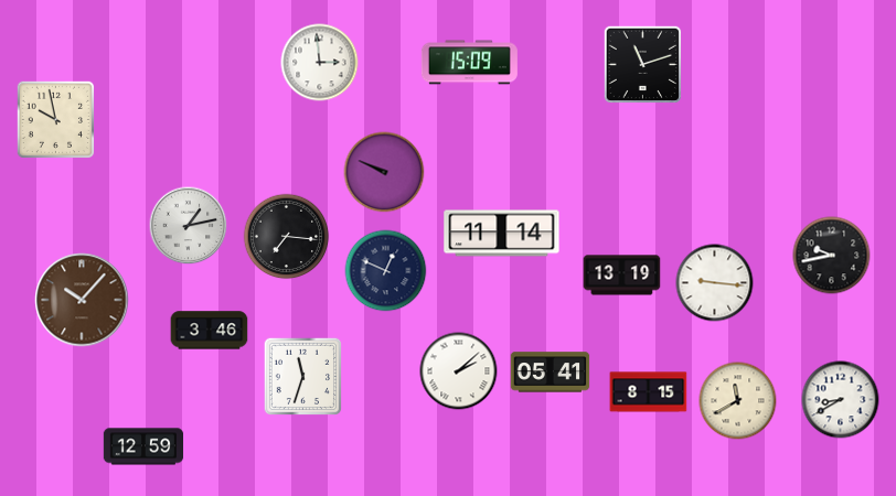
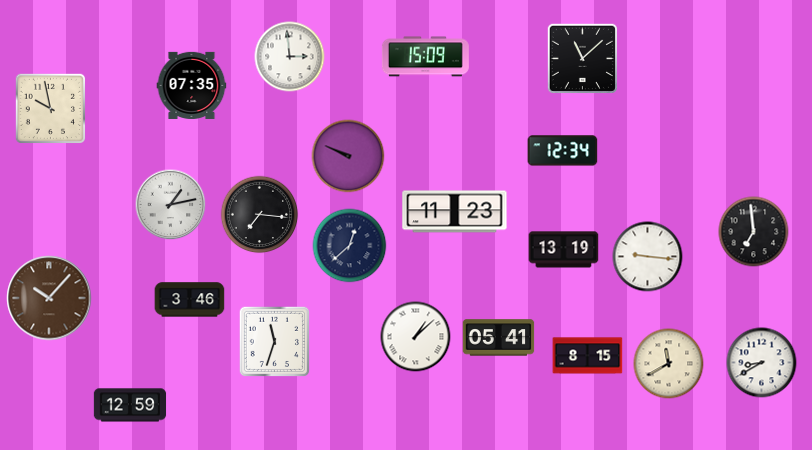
clock at (642, 64): 11:12 -> 11:08
clock at (192, 85): none -> 07:35
clock at (563, 151): none -> 12:34
clock at (502, 234): 11:14 -> 11:23
clock at (832, 256): 9:43 -> 6:59
clock at (386, 271): 12:49 -> 12:38
clock at (82, 300) position: (82, 300) -> (49, 298)
clock at (459, 371): 2:08 -> 1:08
